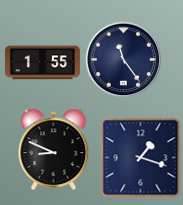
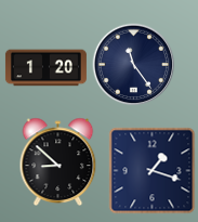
clock at (42, 63): 1:55 -> 1:20
clock at (54, 149): 8:49 -> 8:52
